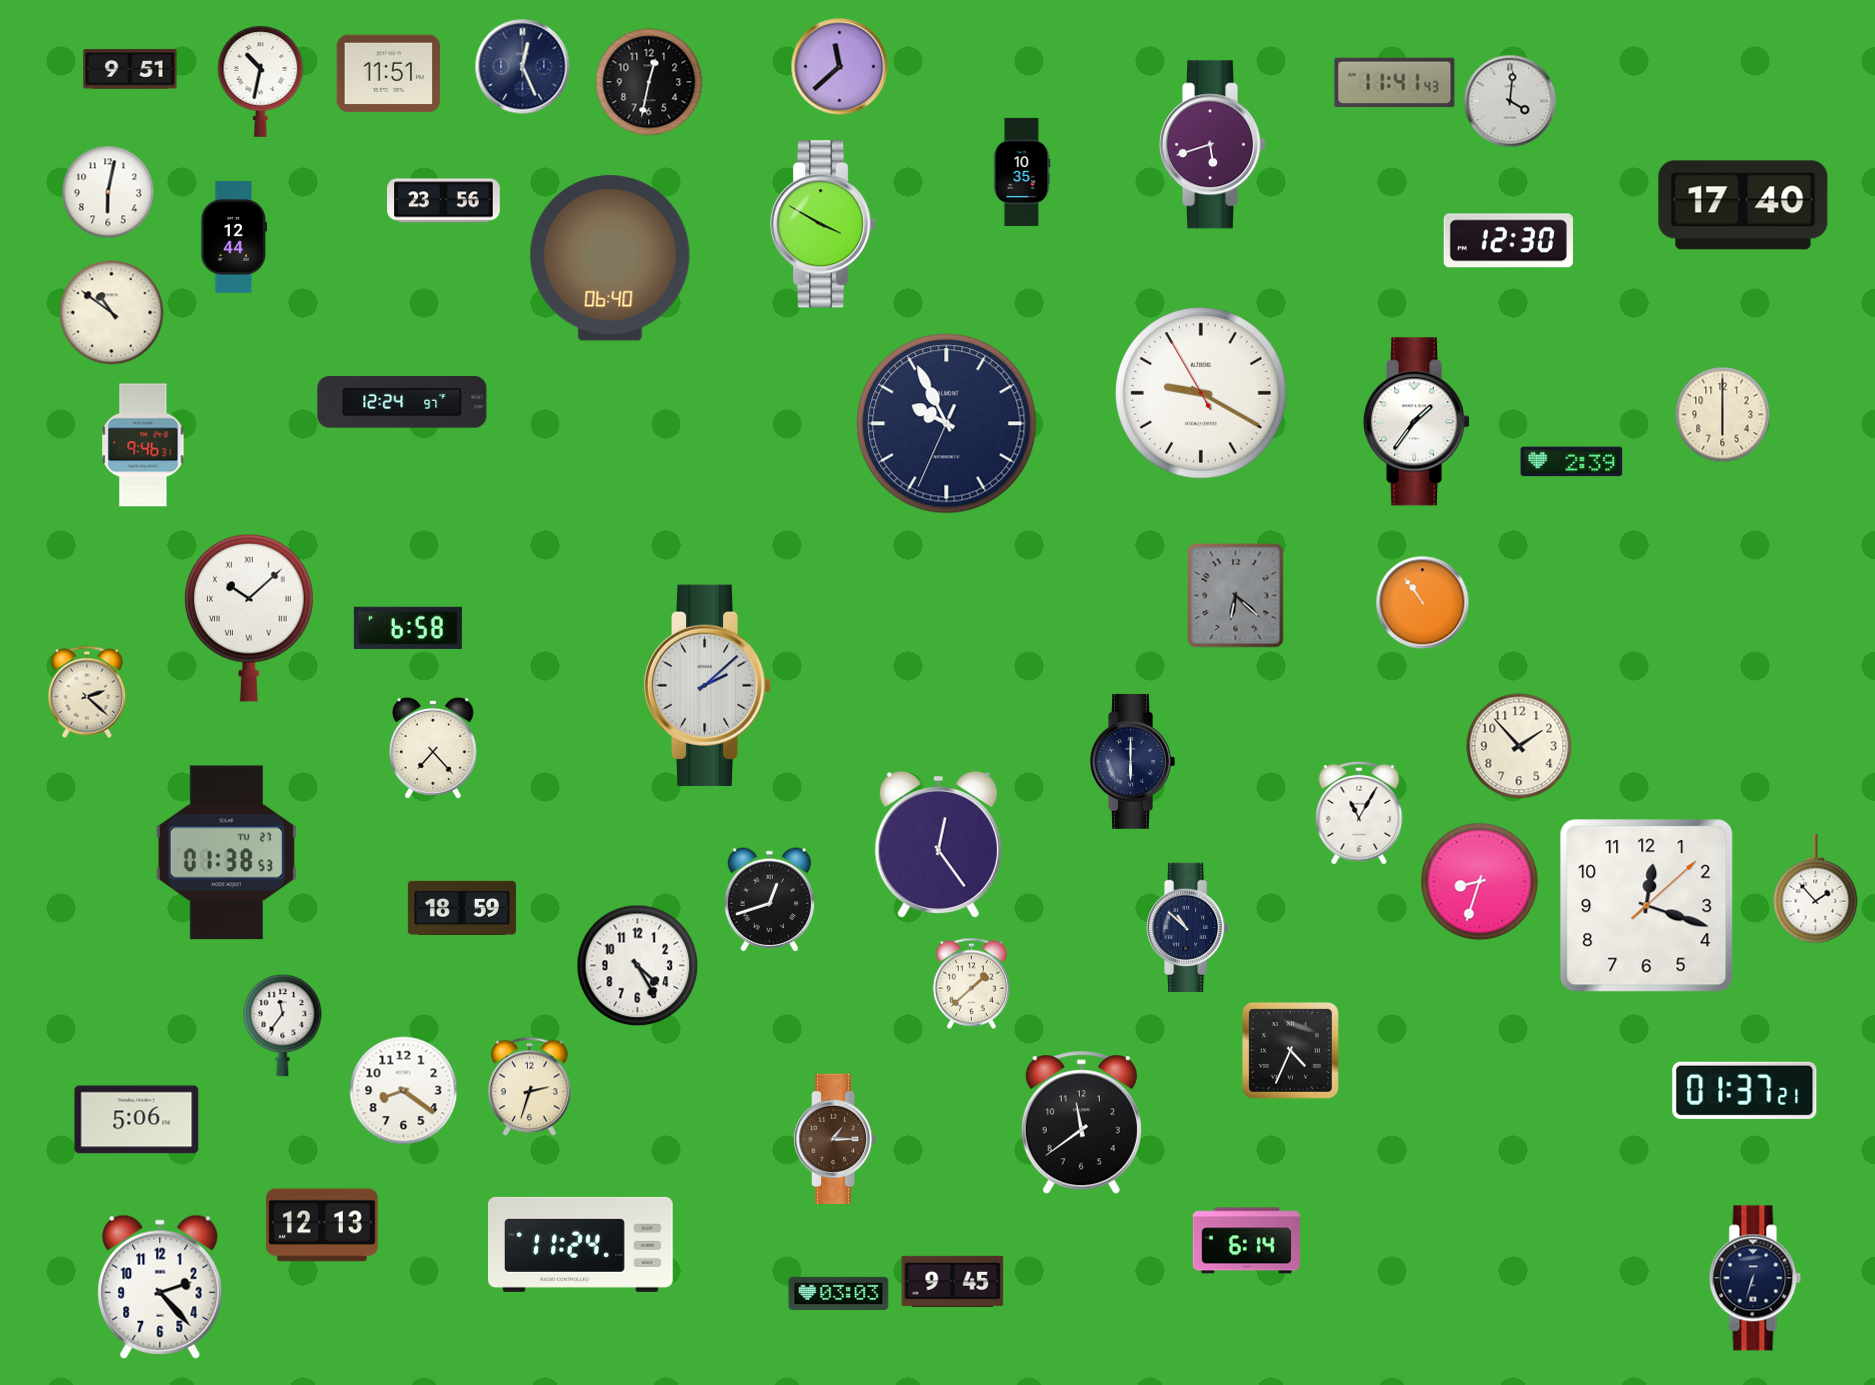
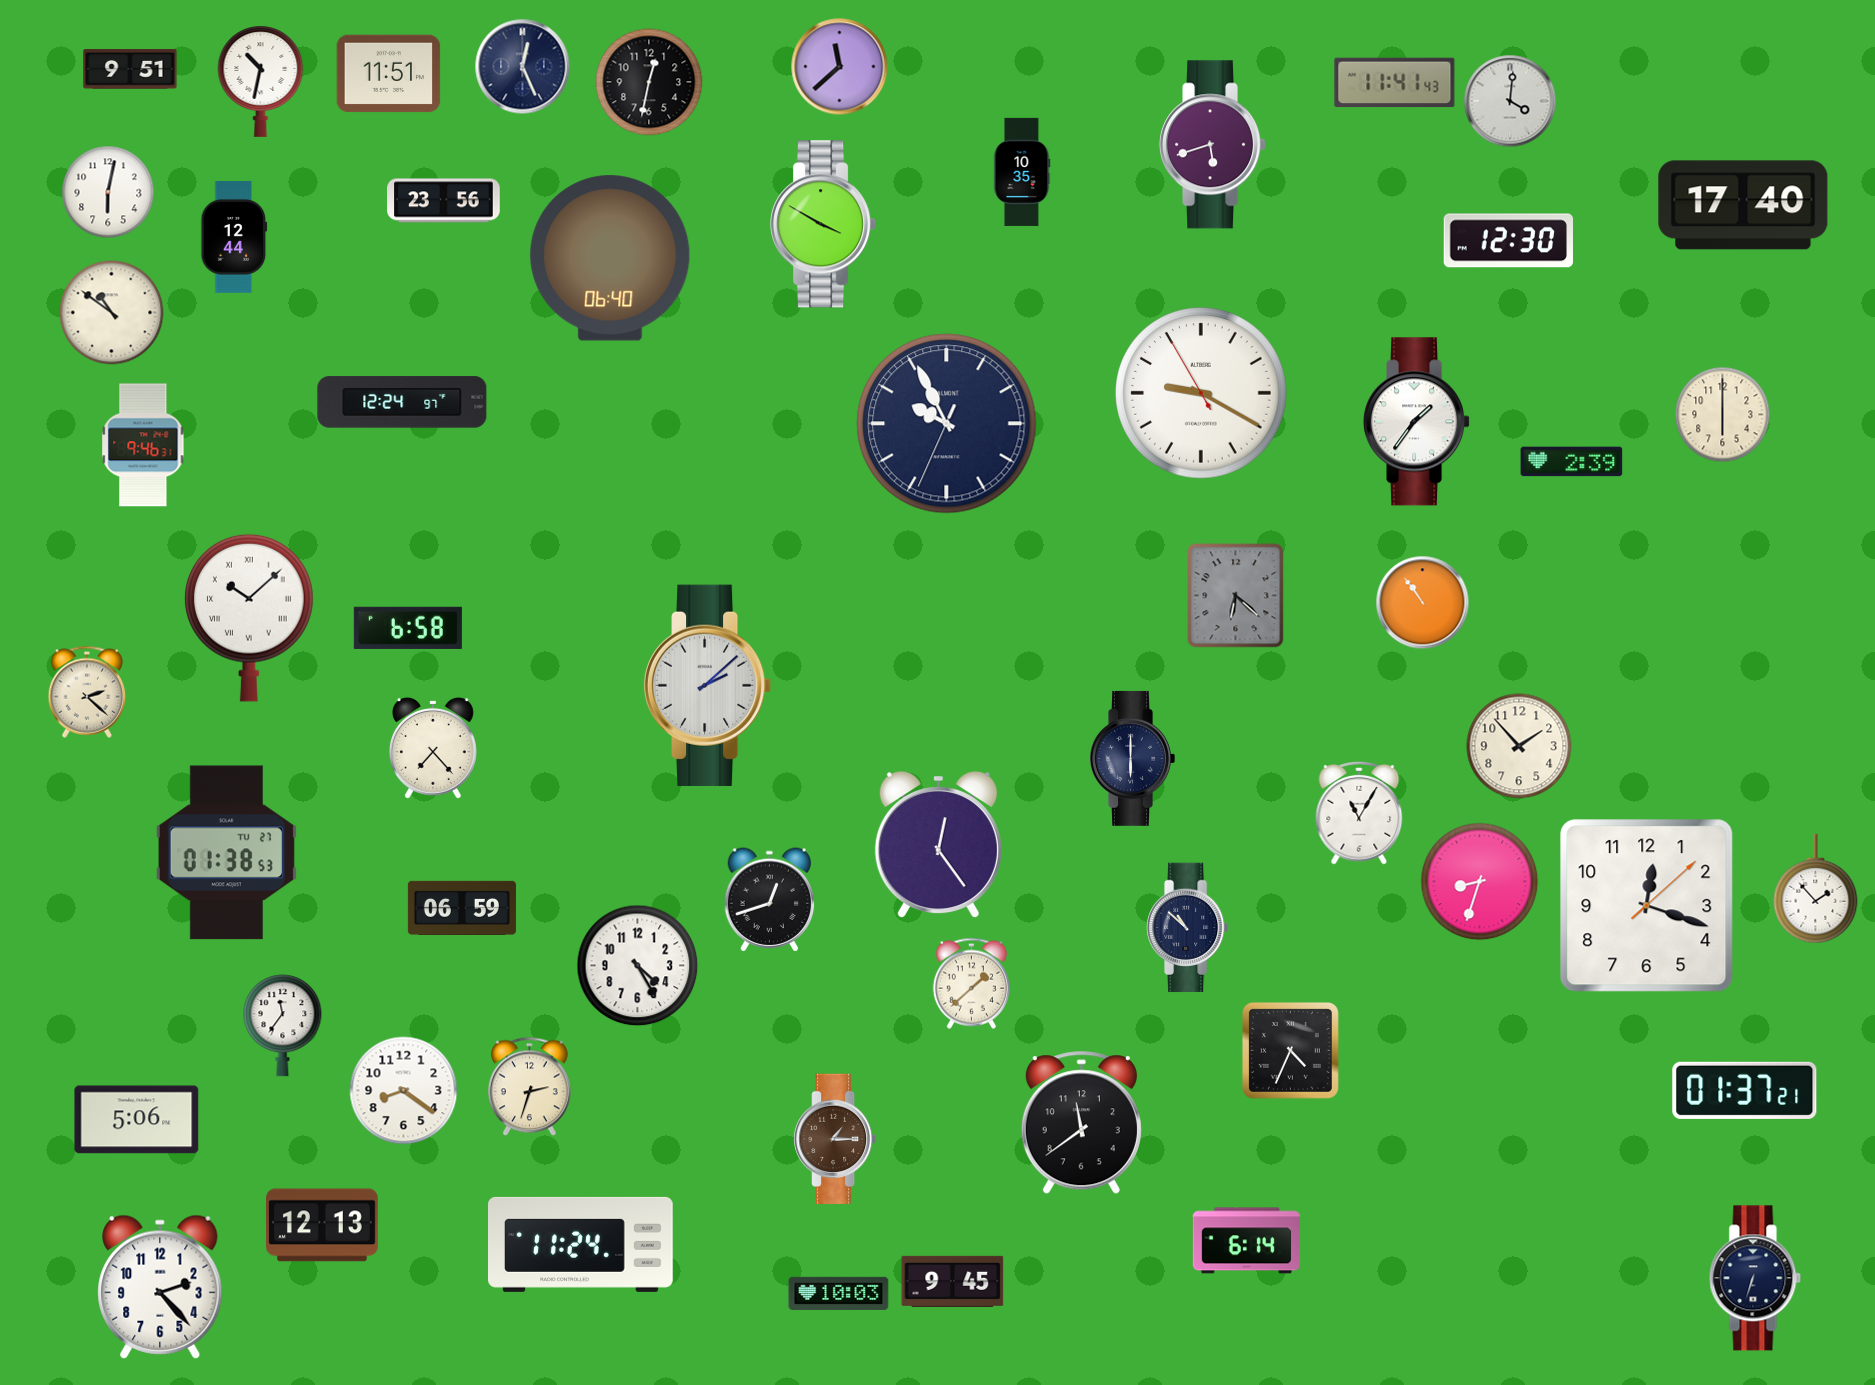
clock at (1132, 761) position: (1132, 761) -> (1132, 758)
clock at (462, 908): 18:59 -> 06:59
clock at (839, 1293): 03:03 -> 10:03
